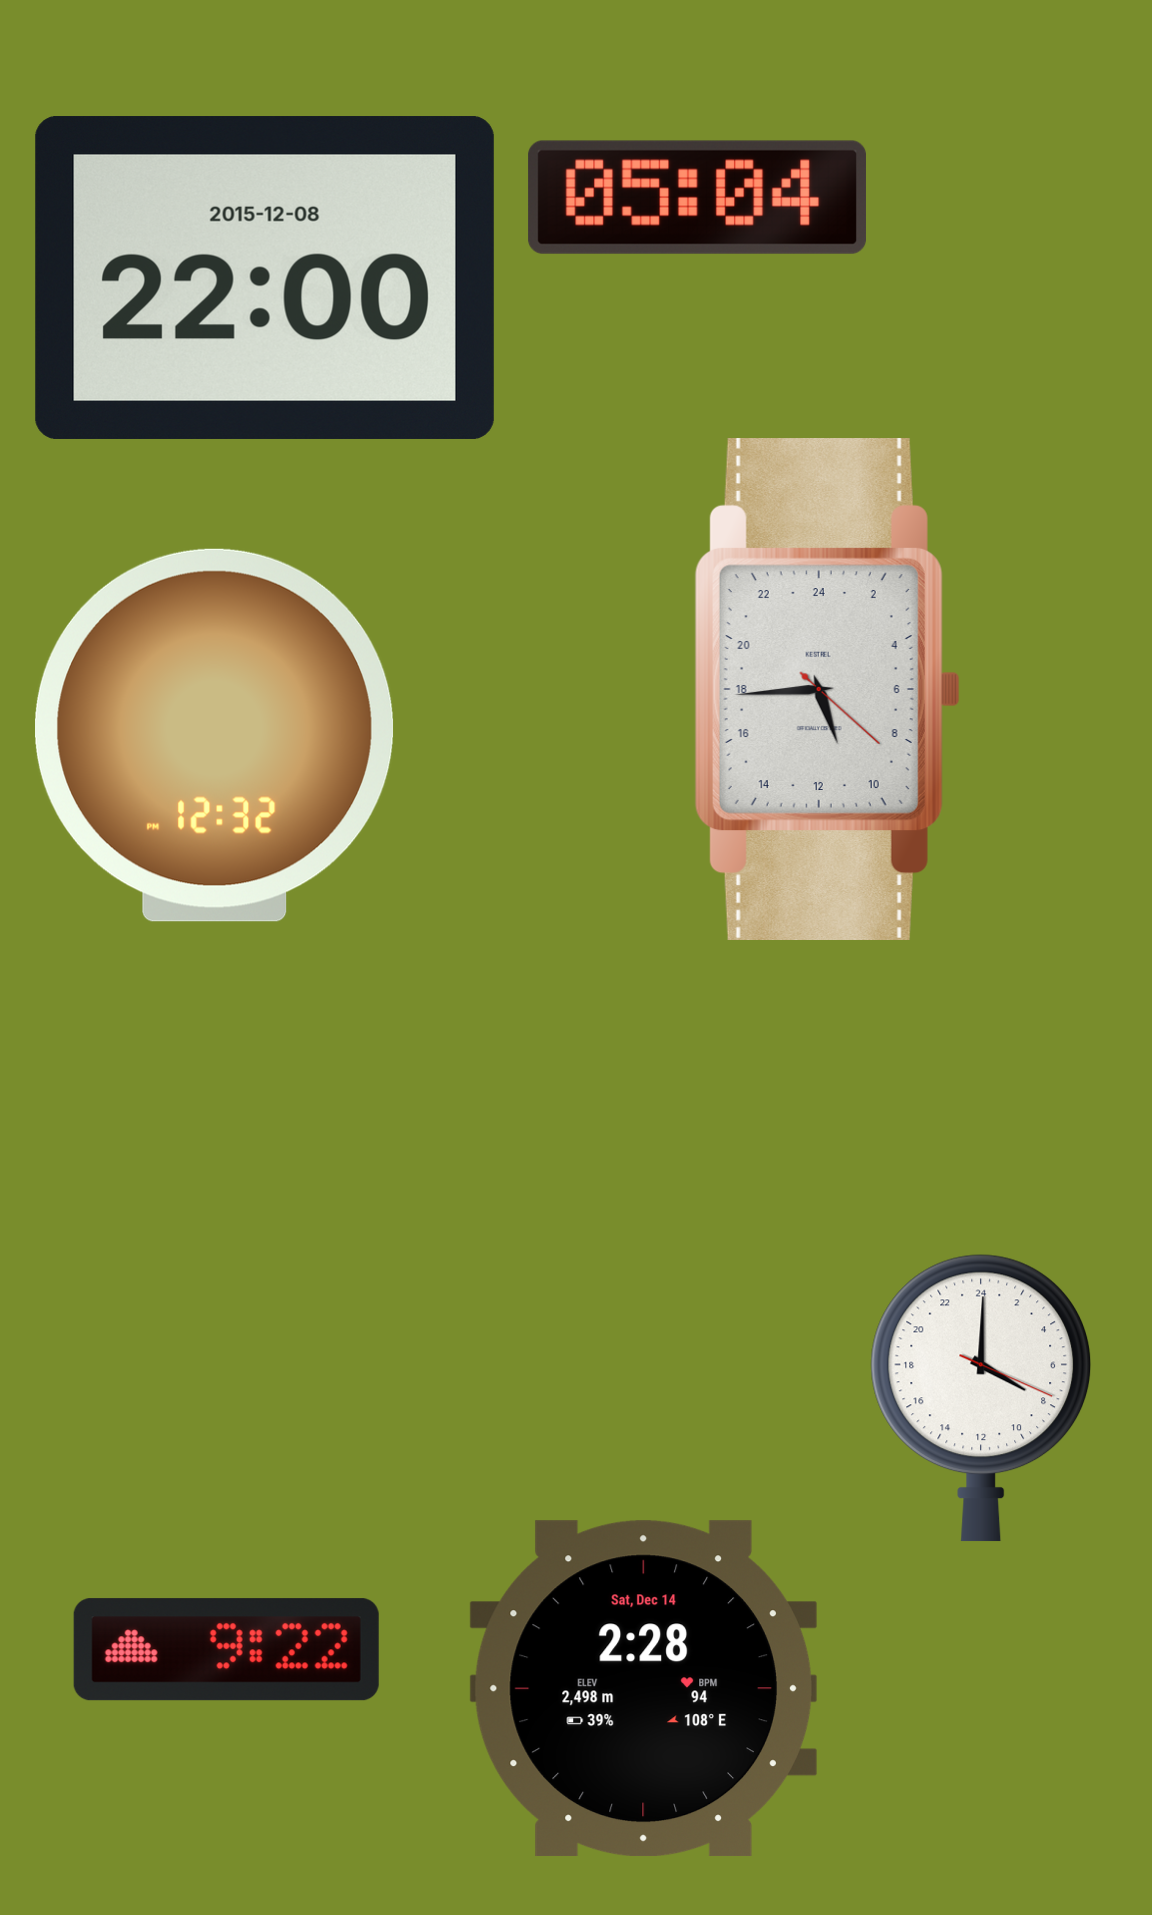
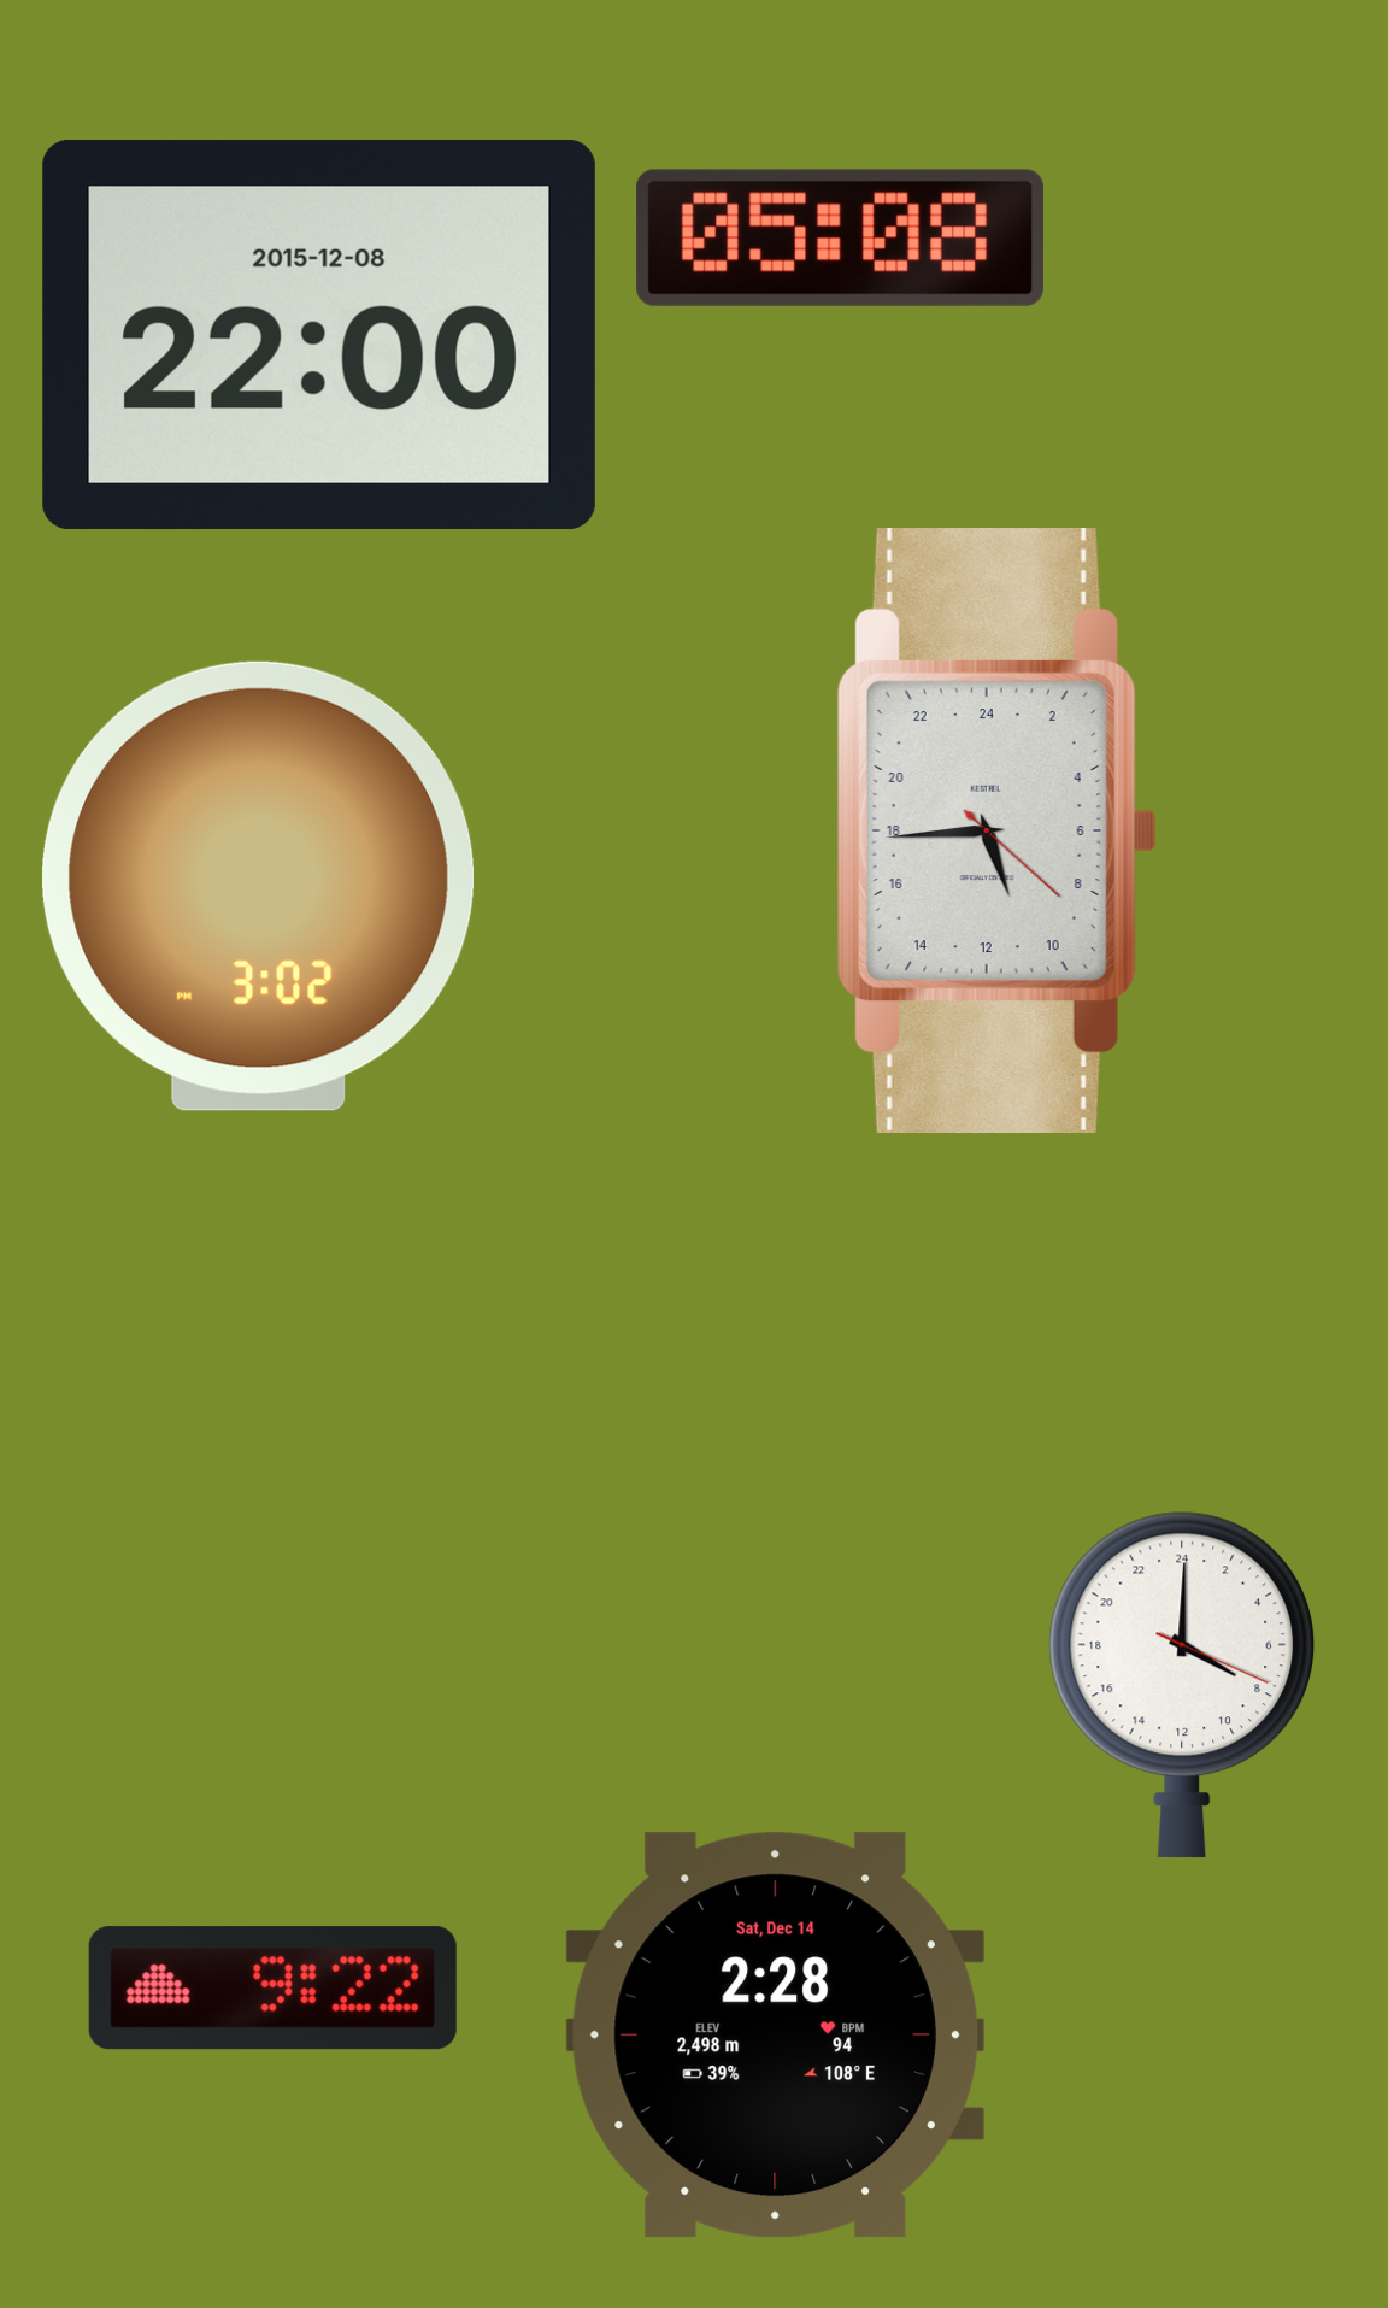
clock at (697, 197): 05:04 -> 05:08
clock at (215, 736): 12:32 -> 3:02
